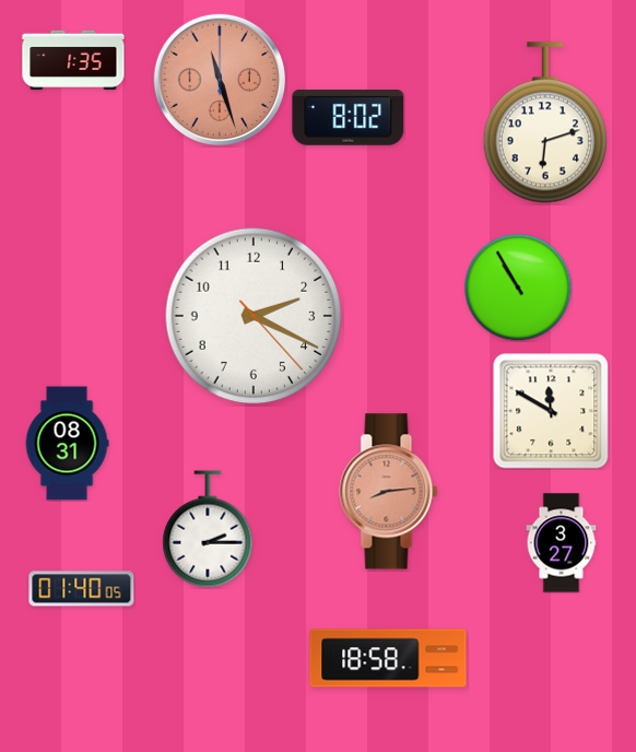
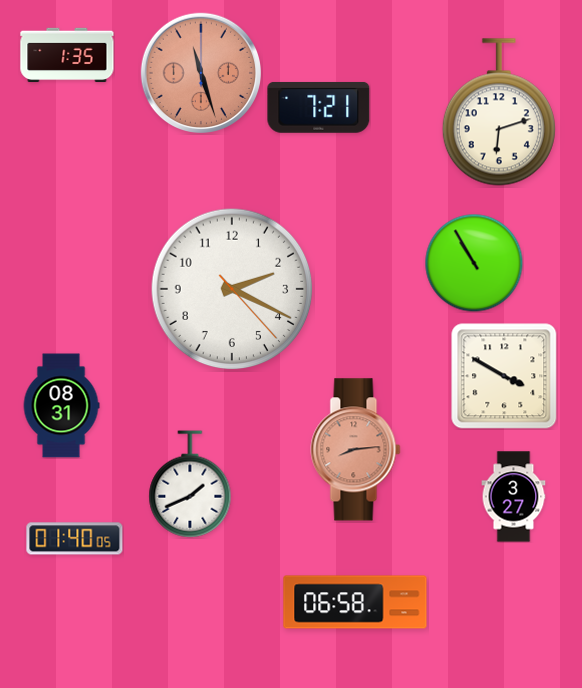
clock at (349, 117): 8:02 -> 7:21
clock at (551, 411): 11:50 -> 3:50
clock at (208, 529): 2:15 -> 1:41
clock at (388, 658): 18:58 -> 06:58
